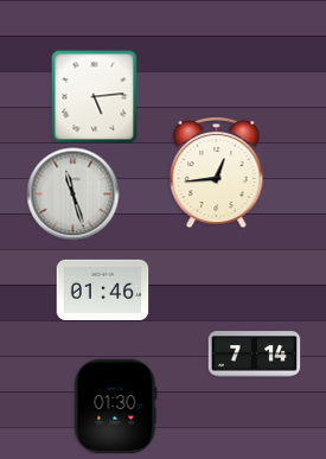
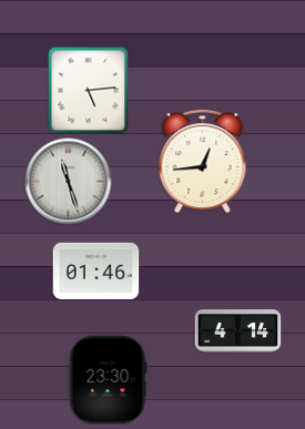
clock at (254, 355): 7:14 -> 4:14
clock at (116, 406): 01:30 -> 23:30
